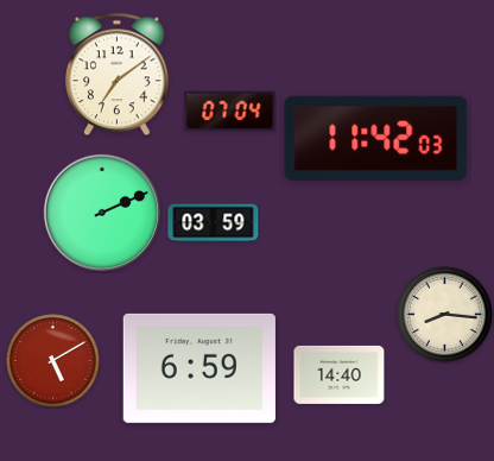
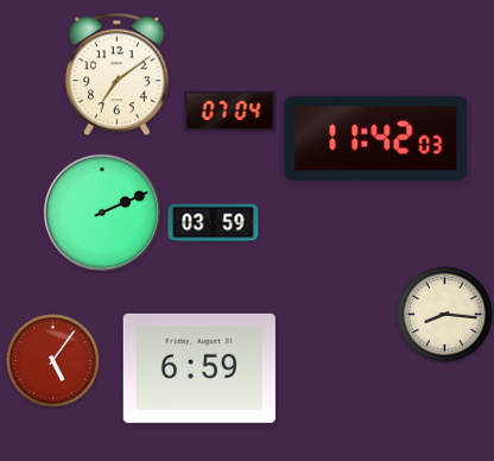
clock at (53, 361): 5:10 -> 5:06
clock at (340, 374): 14:40 -> none
